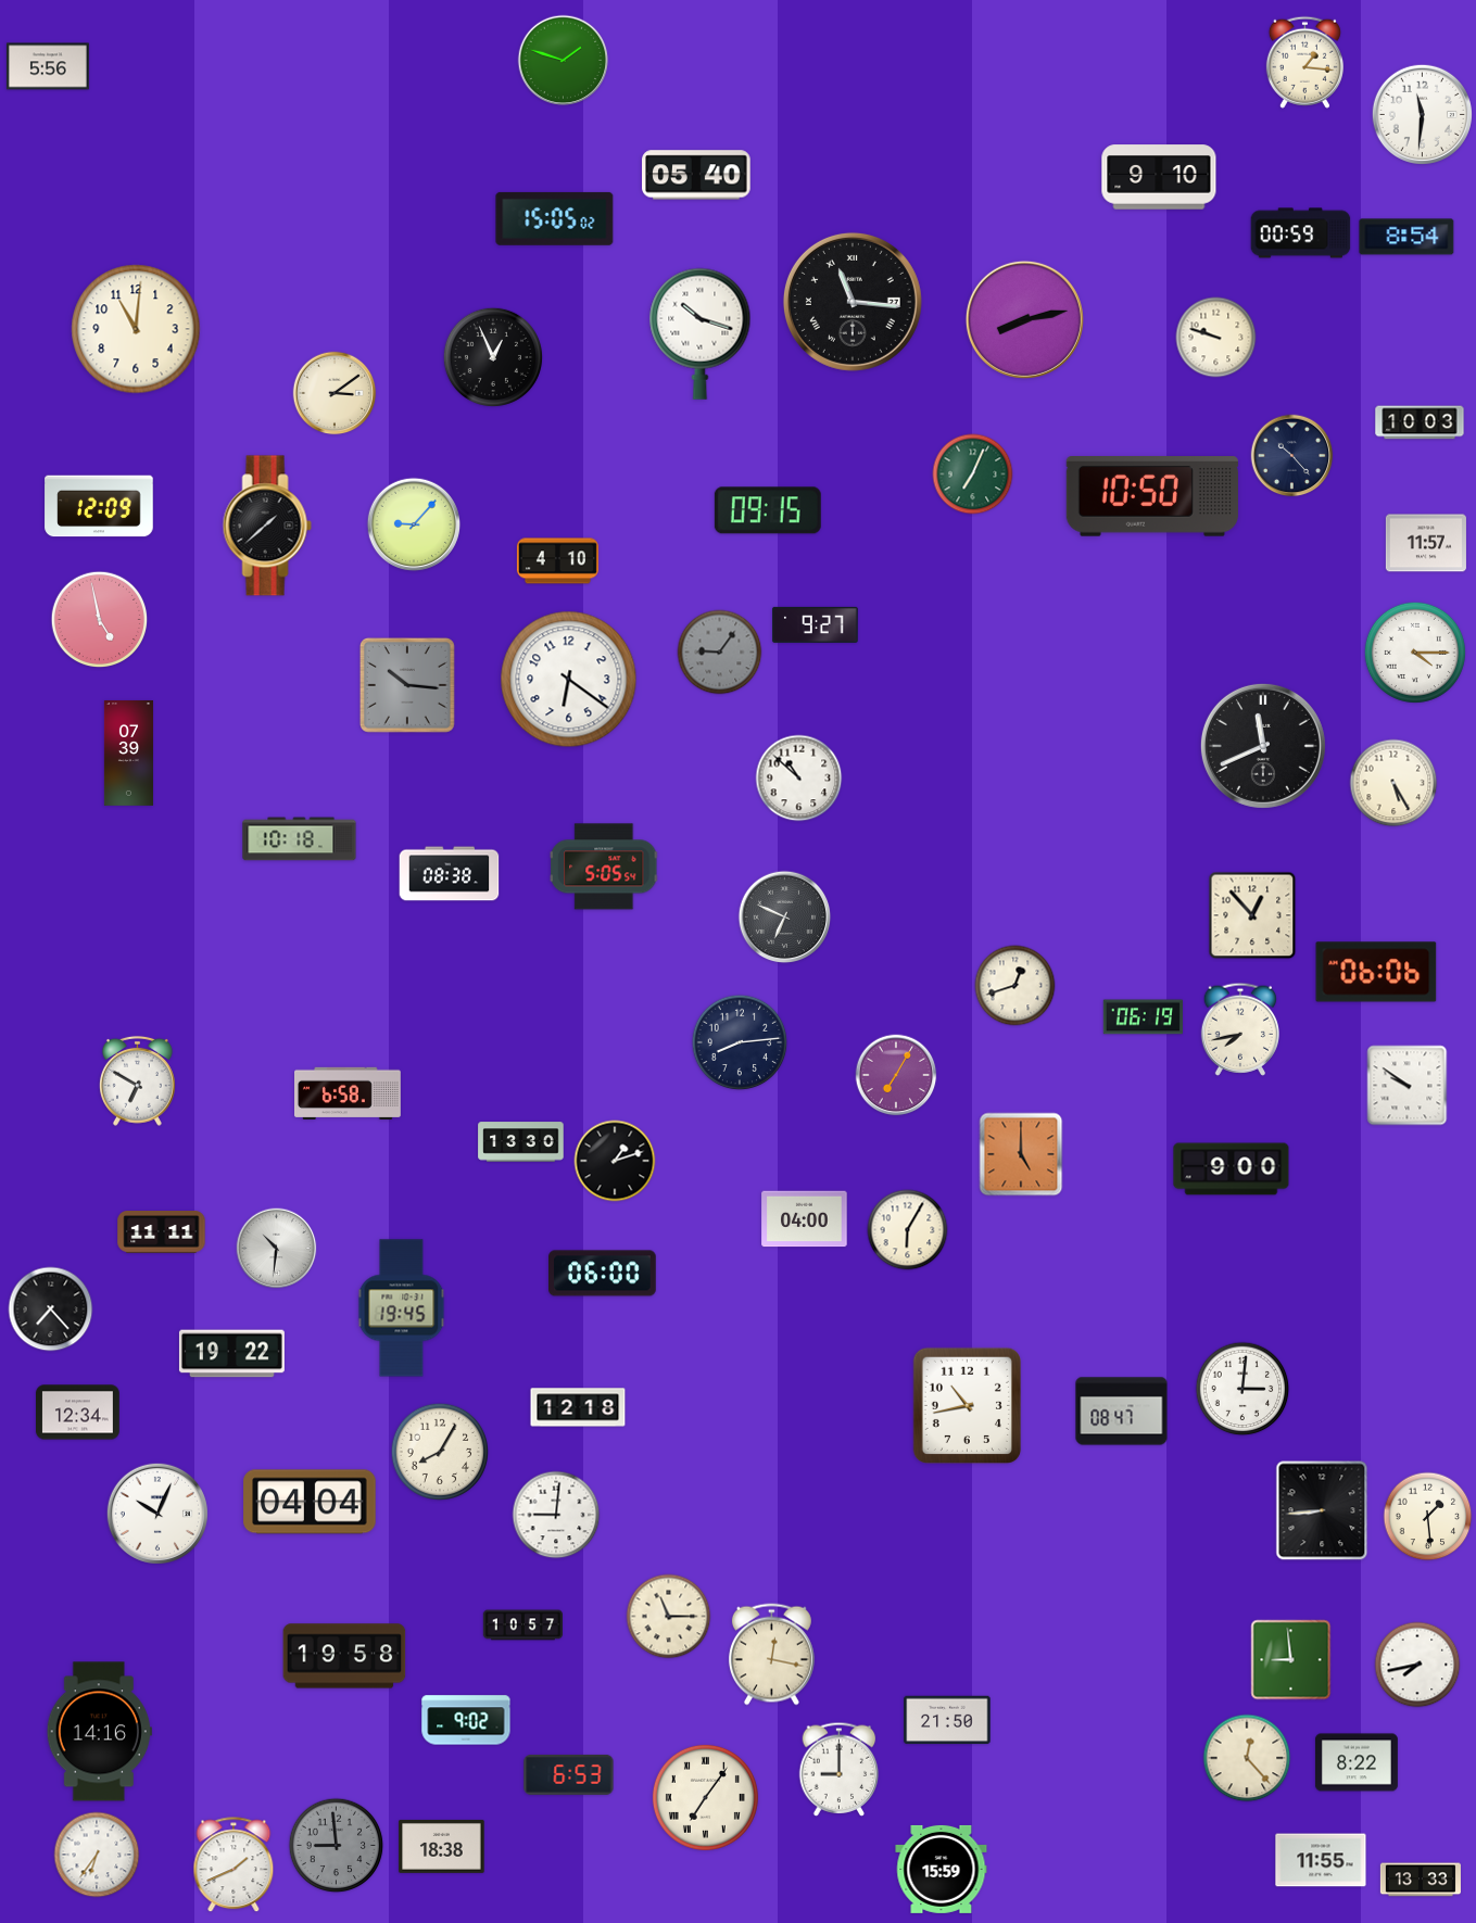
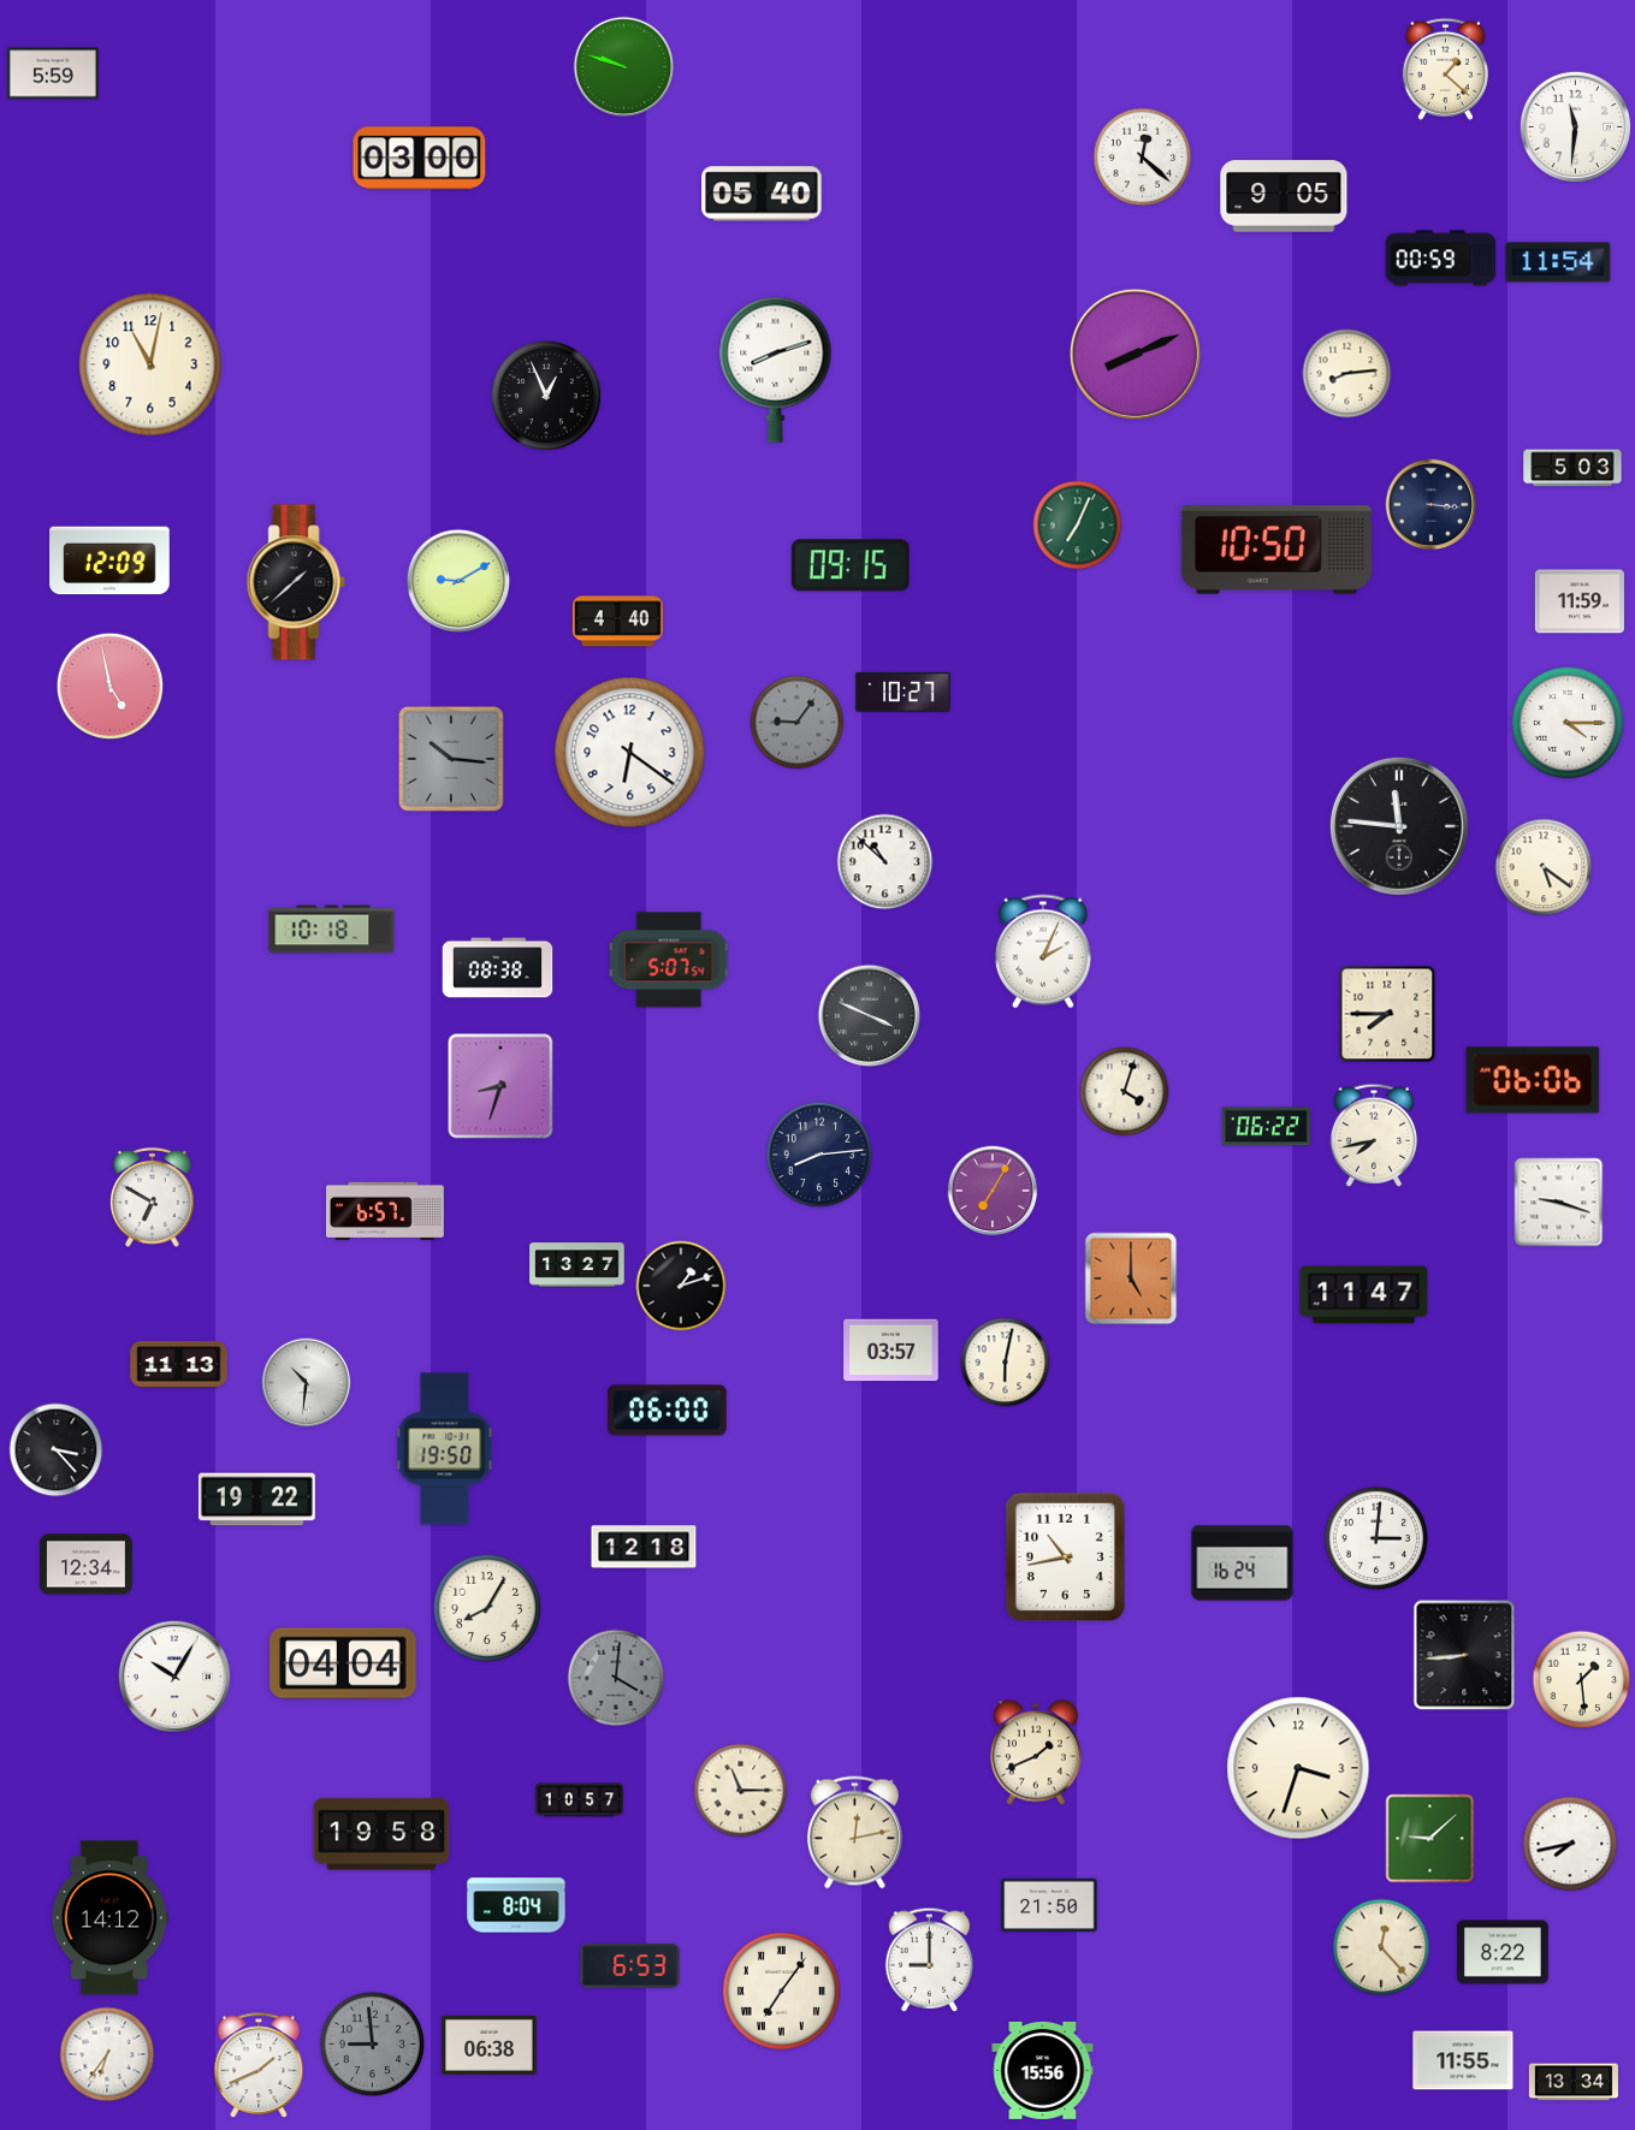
clock at (564, 61): 1:48 -> 9:48
clock at (1304, 62): 1:16 -> 1:22
clock at (48, 66): 5:56 -> 5:59
clock at (1143, 158): none -> 12:22
clock at (420, 159): none -> 03:00
clock at (696, 175) position: (696, 175) -> (762, 194)
clock at (1159, 177): 9:10 -> 9:05
clock at (555, 218): 15:05 -> none
clock at (1406, 237): 8:54 -> 11:54
clock at (853, 302): 11:16 -> none
clock at (1024, 319): 8:13 -> 8:11
clock at (136, 329): 11:01 -> 11:02
clock at (701, 333): 10:18 -> 8:12
clock at (1216, 338): 9:48 -> 8:14
clock at (335, 393): 3:09 -> none
clock at (1420, 422): 10:03 -> 5:03
clock at (1292, 456): 10:23 -> 3:16
clock at (414, 524): 9:07 -> 9:10
clock at (1426, 543): 11:57 -> 11:59
clock at (557, 561): 4:10 -> 4:40
clock at (816, 624): 9:27 -> 10:27
clock at (1263, 746): 11:41 -> 11:46
clock at (128, 752): 07:39 -> none
clock at (1393, 783): 5:25 -> 5:21
clock at (1043, 951): none -> 2:04
clock at (605, 866): 5:05 -> 5:07
clock at (1252, 915): 12:53 -> 7:45
clock at (785, 918): 6:49 -> 3:49
clock at (1376, 972) position: (1376, 972) -> (1533, 1080)
clock at (500, 1086): none -> 8:33
clock at (1015, 986): 12:42 -> 4:03
clock at (1143, 1017): 06:19 -> 06:22
clock at (1239, 1029) position: (1239, 1029) -> (1373, 1135)
clock at (1408, 1086): 9:51 -> 9:18
clock at (349, 1092): 6:58 -> 6:57
clock at (521, 1142): 13:30 -> 13:27
clock at (1232, 1169): 9:00 -> 11:47
clock at (805, 1219): 04:00 -> 03:57
clock at (908, 1230): 6:05 -> 6:02
clock at (162, 1232): 11:11 -> 11:13
clock at (402, 1308): 19:45 -> 19:50
clock at (51, 1310): 7:23 -> 3:23
clock at (967, 1405) position: (967, 1405) -> (1065, 1556)
clock at (578, 1407) position: (578, 1407) -> (644, 1547)
clock at (1122, 1412): 08:47 -> 16:24
clock at (1322, 1510) position: (1322, 1510) -> (1464, 1655)
clock at (156, 1513): 10:04 -> 10:05
clock at (556, 1515): 9:01 -> 4:01
clock at (556, 1515) dial: white -> grey
clock at (1036, 1752): none -> 1:41
clock at (1298, 1768): none -> 3:33
clock at (771, 1655): 12:17 -> 12:13
clock at (1291, 1660): 8:59 -> 9:08
clock at (466, 1720): 9:02 -> 8:04
clock at (99, 1732): 14:16 -> 14:12
clock at (442, 1847): 18:38 -> 06:38
clock at (942, 1869): 15:59 -> 15:56
clock at (1421, 1880): 13:33 -> 13:34
